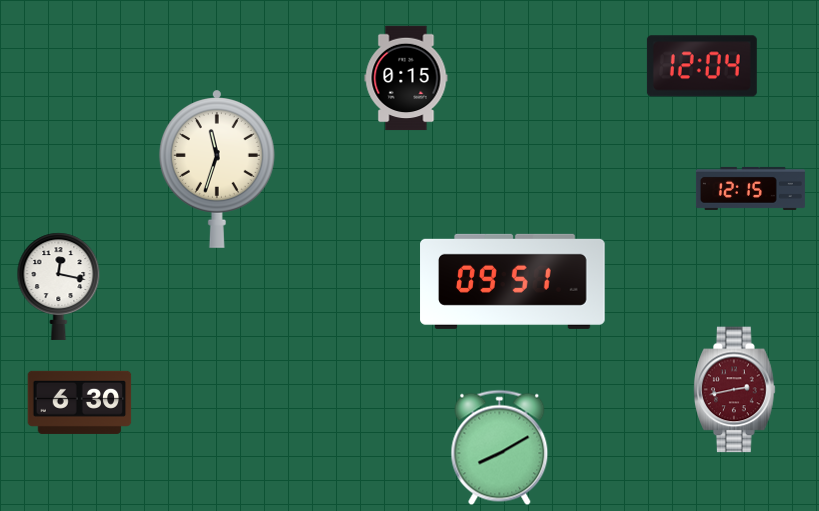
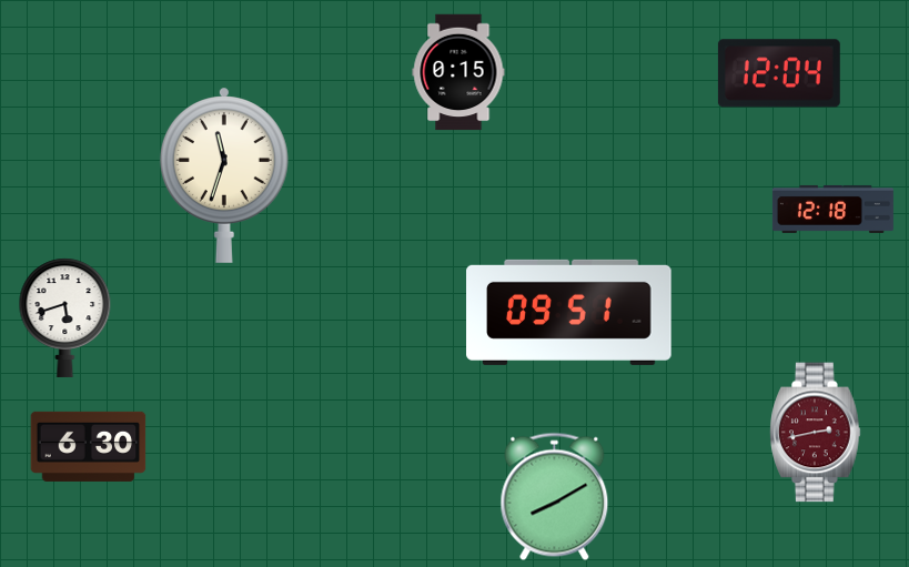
clock at (406, 78) position: (406, 78) -> (458, 72)
clock at (217, 169) position: (217, 169) -> (224, 175)
clock at (750, 188): 12:15 -> 12:18
clock at (59, 286): 12:17 -> 5:42
